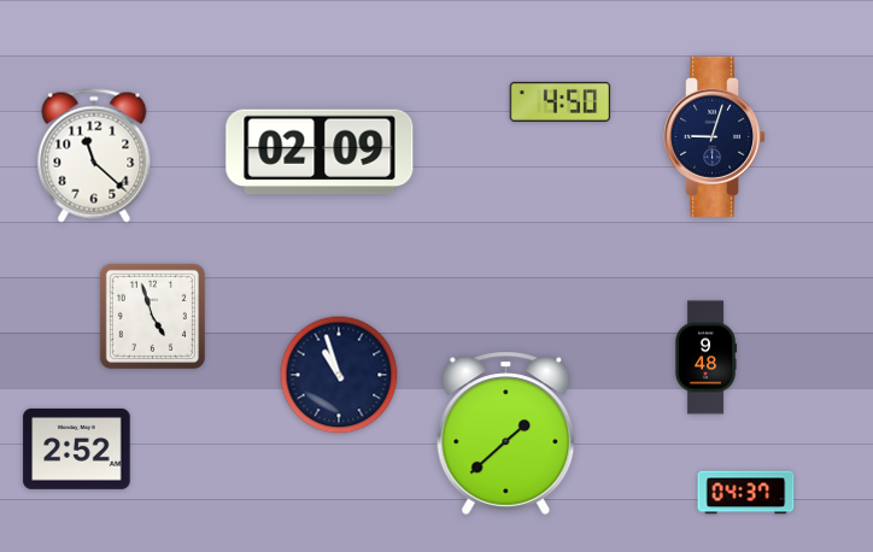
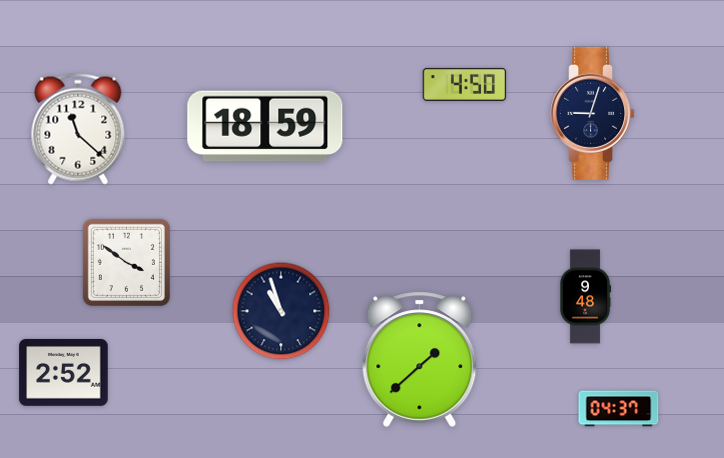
clock at (320, 152): 02:09 -> 18:59
clock at (152, 316): 4:57 -> 3:51
